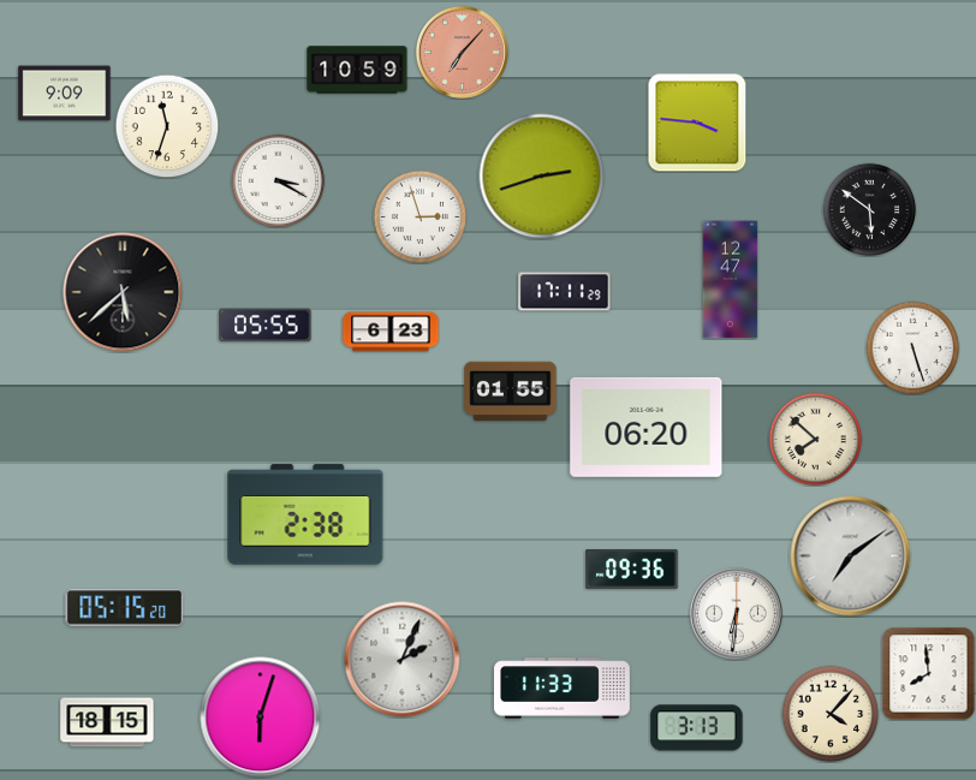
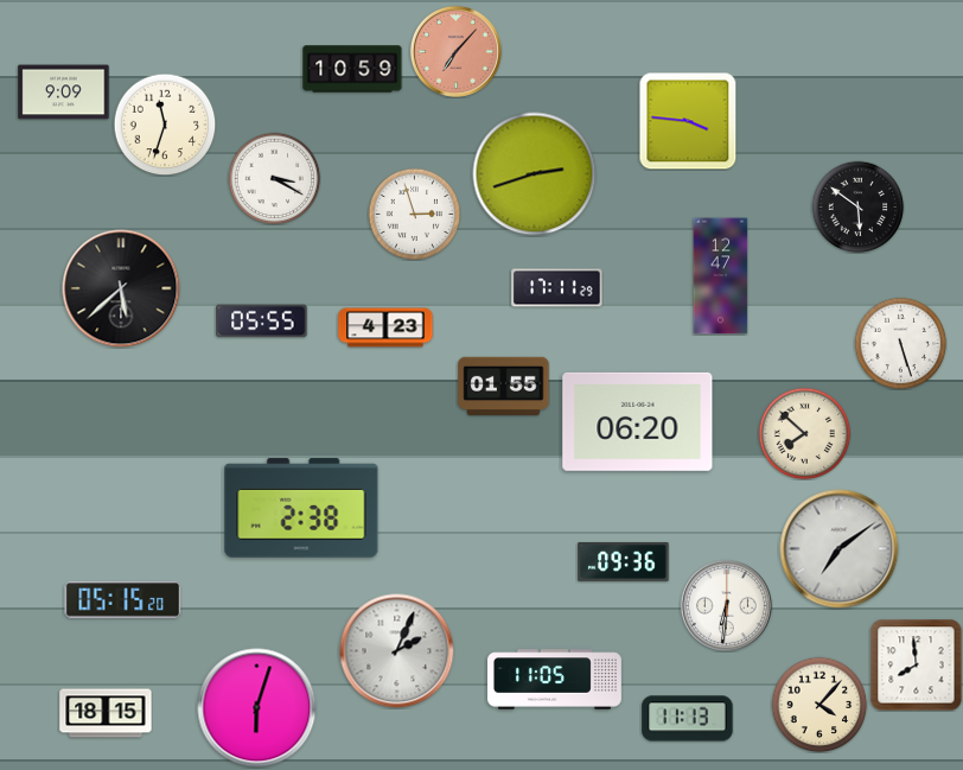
clock at (391, 332): 6:23 -> 4:23
clock at (563, 689): 11:33 -> 11:05
clock at (697, 728): 3:13 -> 11:13
